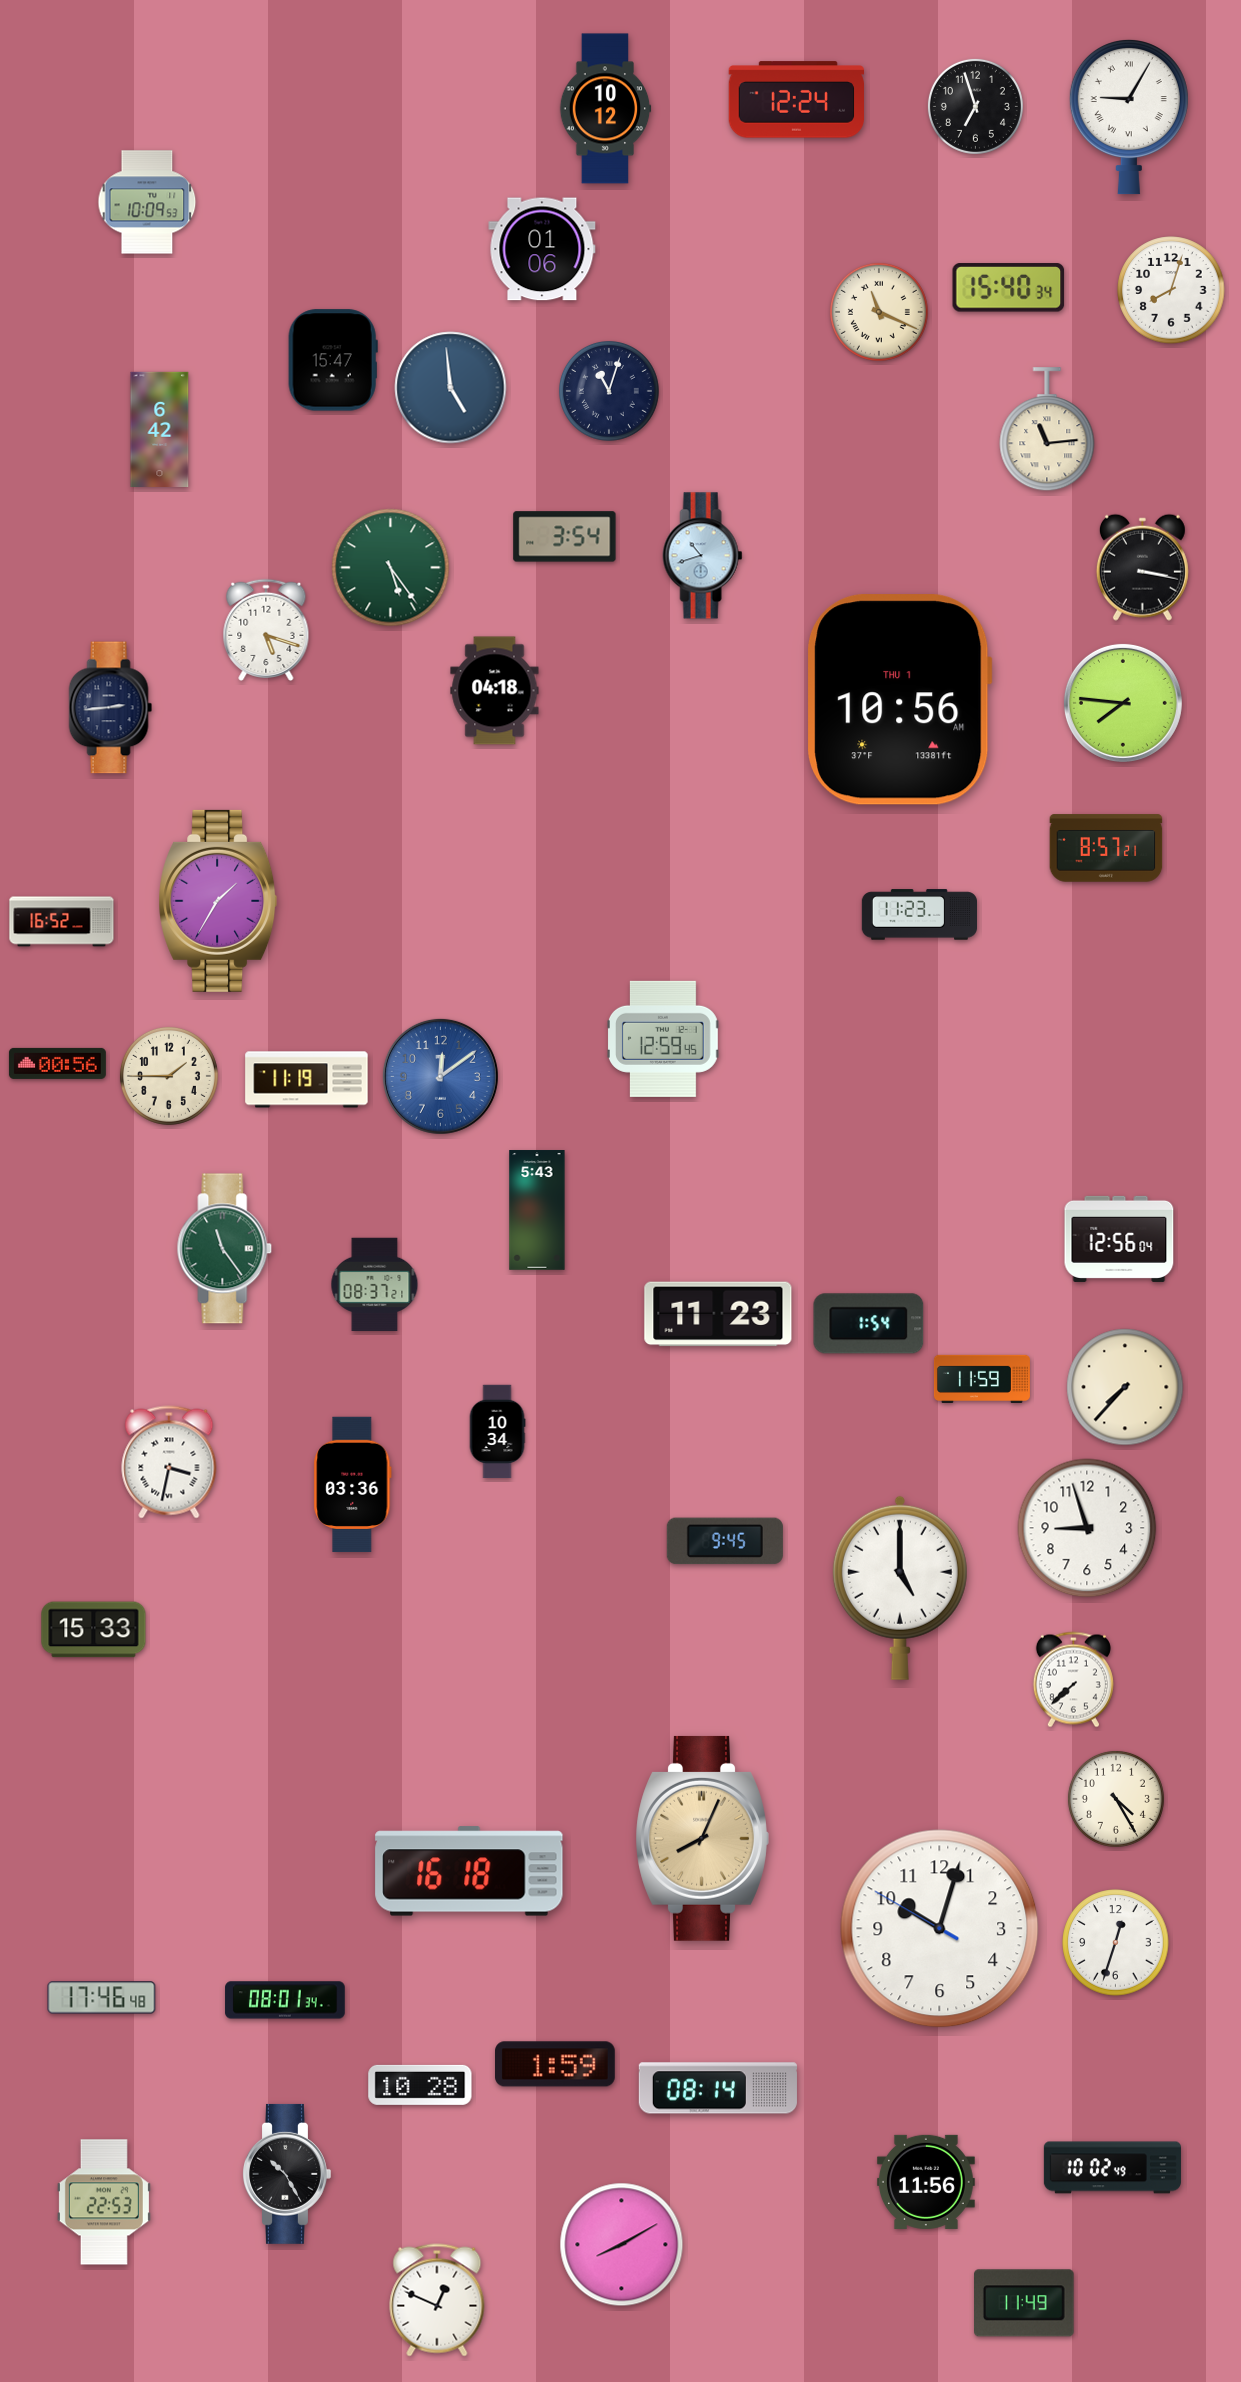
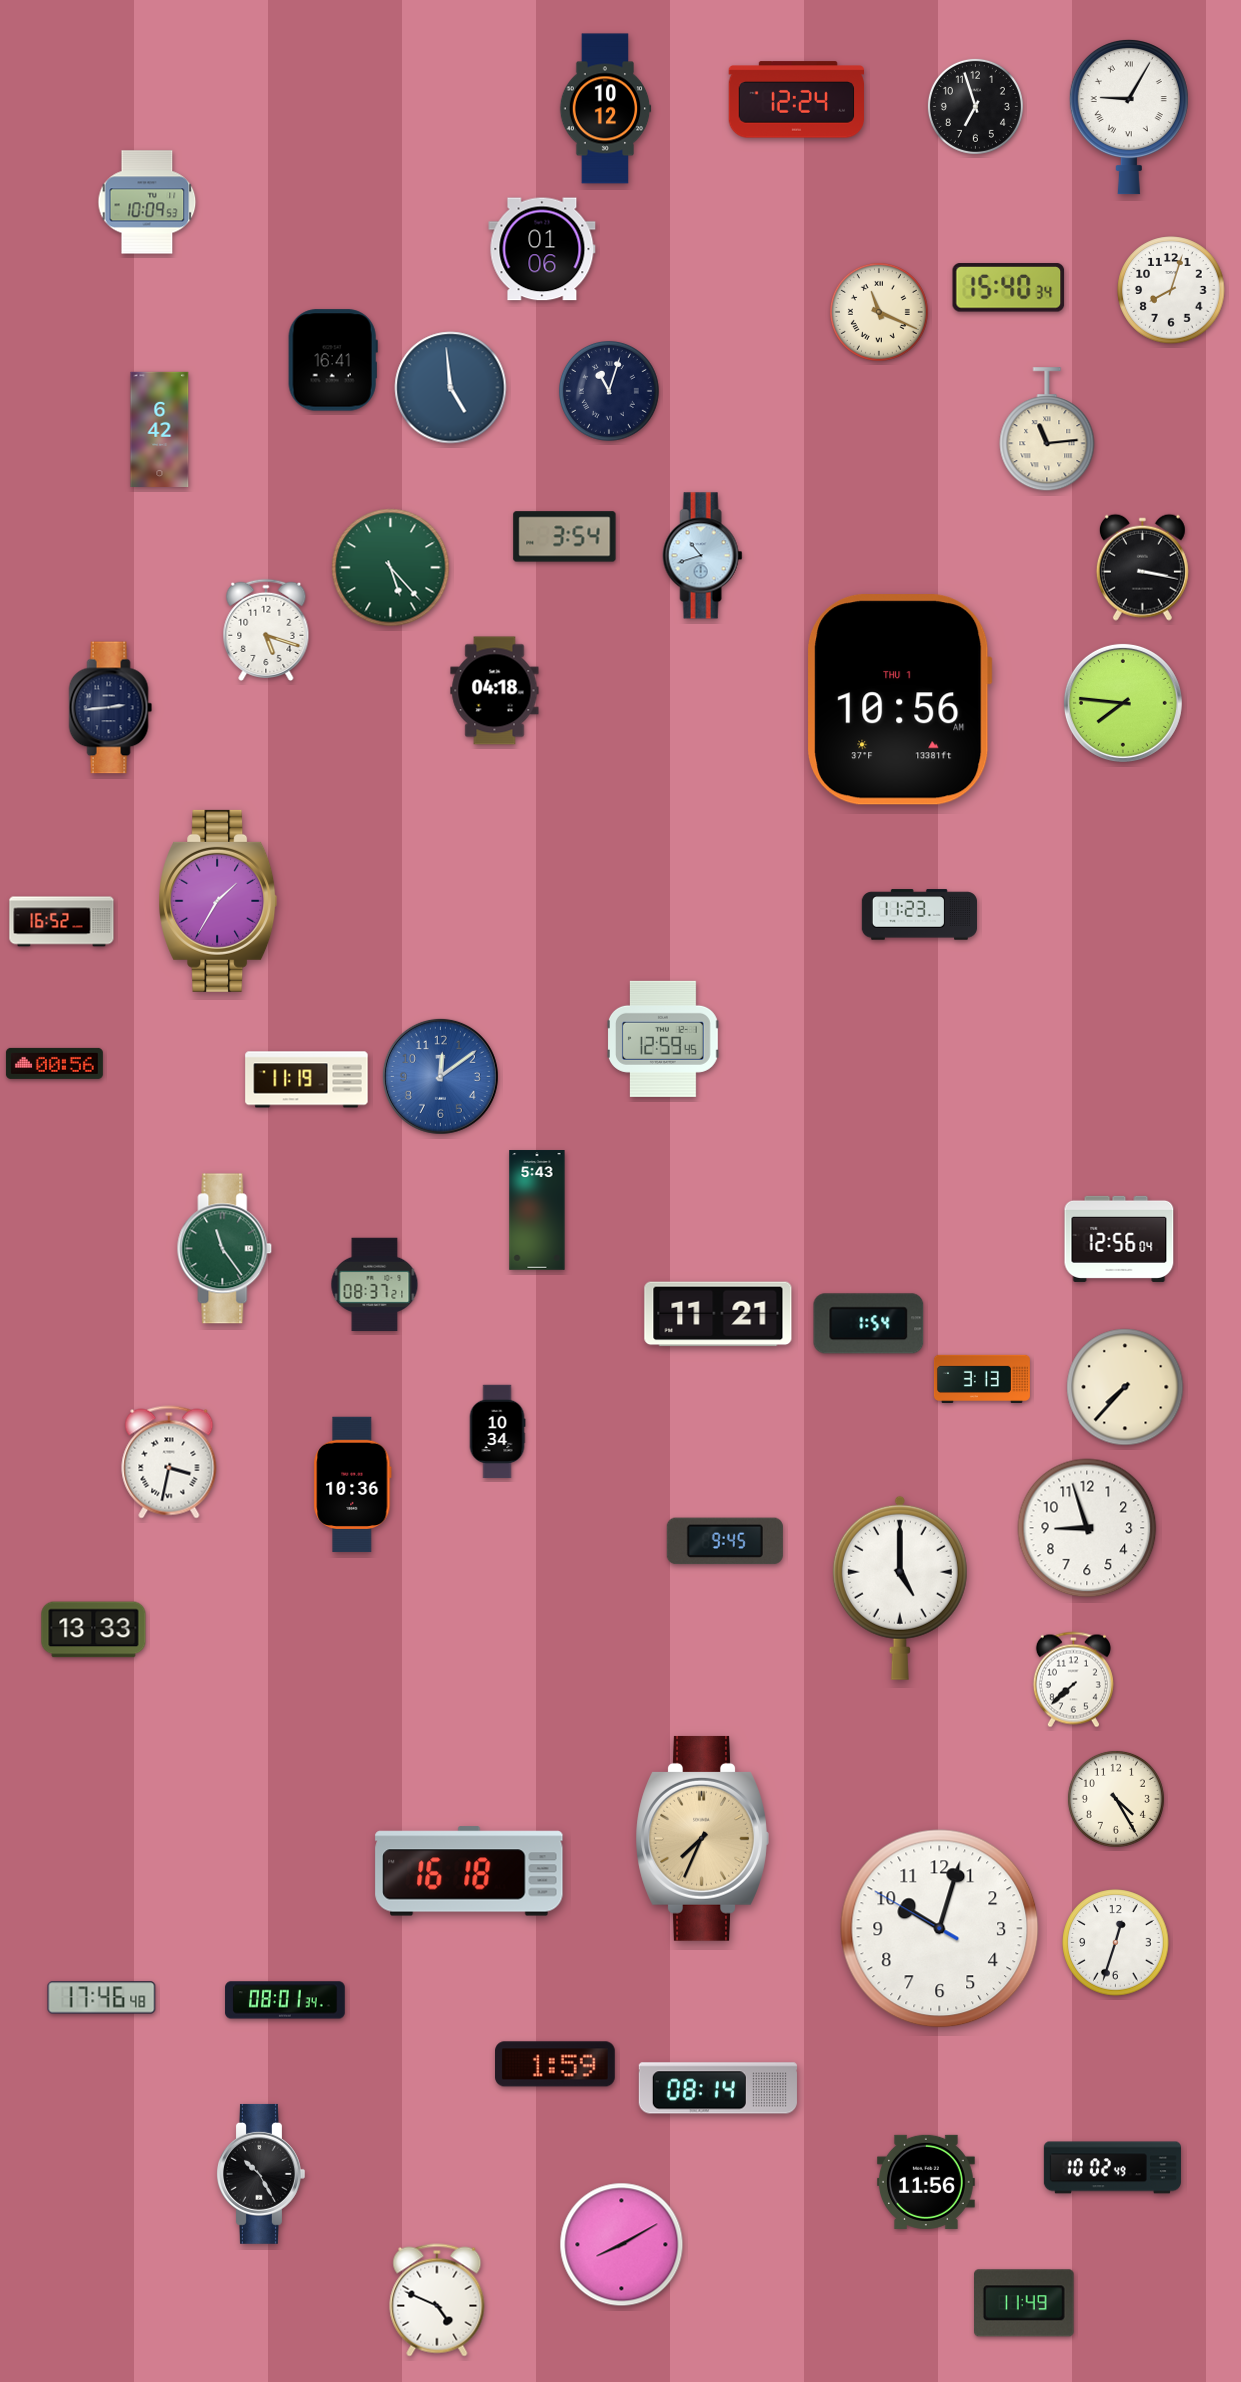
clock at (333, 360): 15:47 -> 16:41
clock at (391, 568): 5:24 -> 5:23
clock at (1106, 848): 8:57 -> none
clock at (57, 1063) position: (57, 1063) -> (54, 1063)
clock at (169, 1076): 1:45 -> none
clock at (718, 1314): 11:23 -> 11:21
clock at (982, 1378): 11:59 -> 3:13
clock at (353, 1485): 03:36 -> 10:36
clock at (94, 1630): 15:33 -> 13:33
clock at (702, 1838): 8:04 -> 7:34
clock at (420, 2085): 10:28 -> none
clock at (287, 2174) position: (287, 2174) -> (261, 2174)
clock at (104, 2202): 22:53 -> none
clock at (437, 2300): 12:49 -> 4:49
